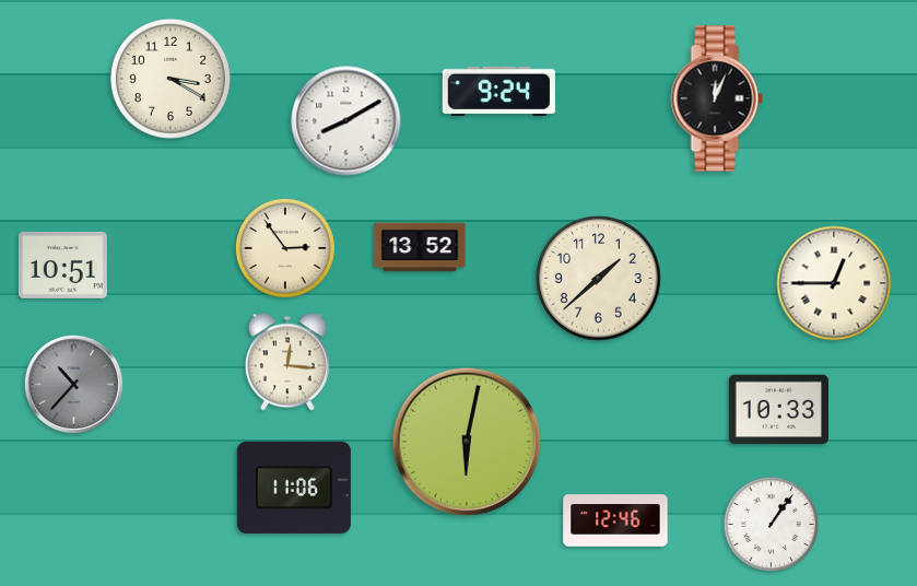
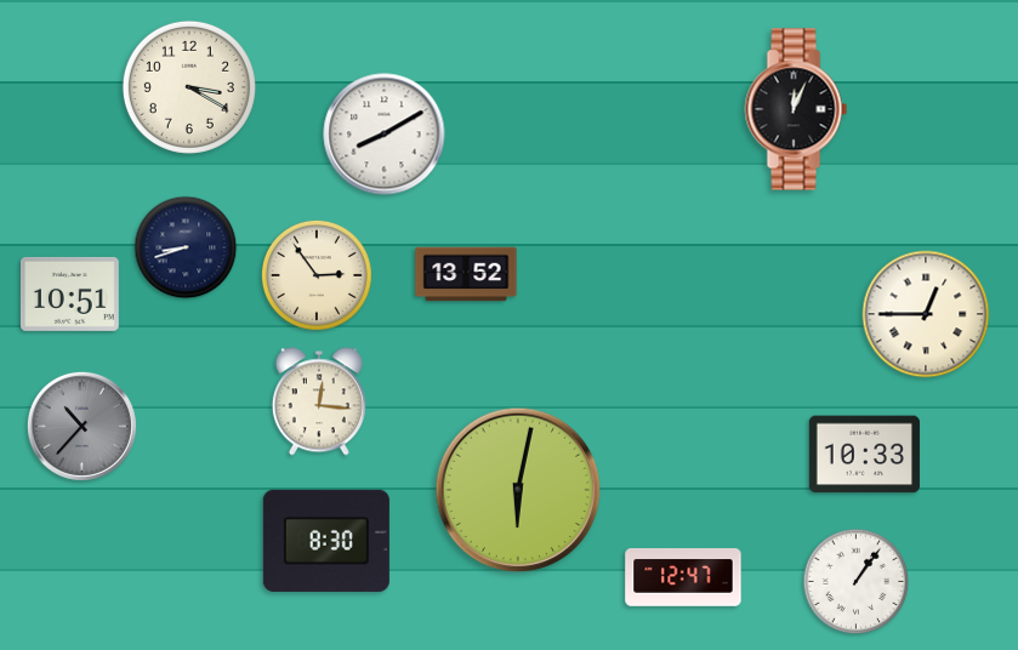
clock at (498, 91): 9:24 -> none
clock at (186, 247): none -> 8:42
clock at (599, 279): 1:38 -> none
clock at (294, 488): 11:06 -> 8:30
clock at (615, 520): 12:46 -> 12:47
